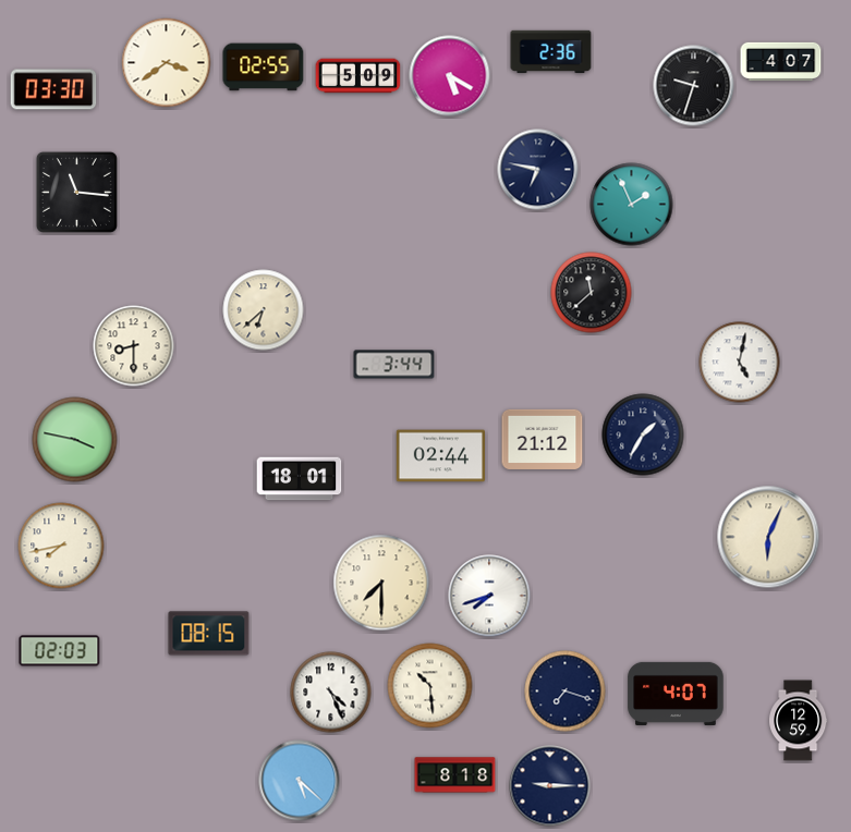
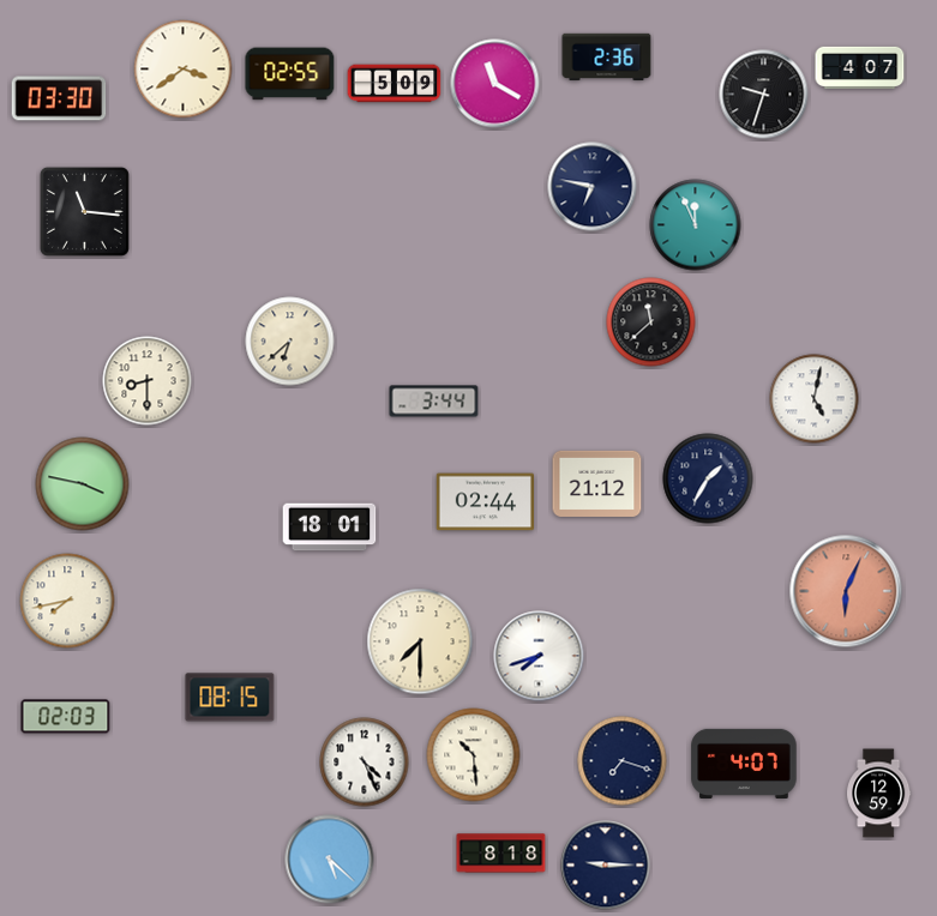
clock at (450, 76): 5:20 -> 11:20
clock at (632, 205): 1:56 -> 11:56
clock at (768, 537) dial: cream -> salmon
